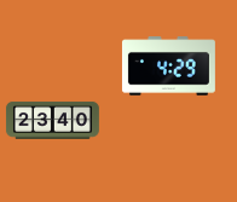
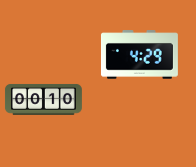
clock at (52, 120): 23:40 -> 00:10
